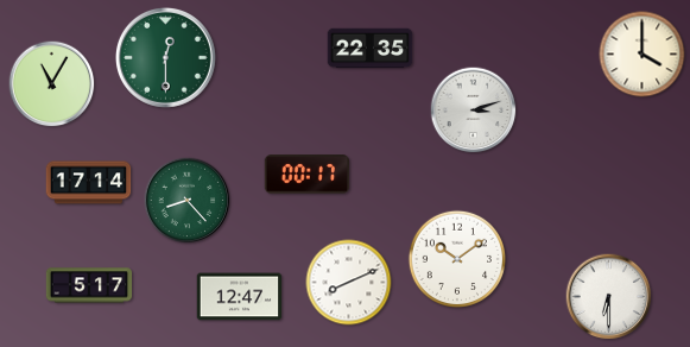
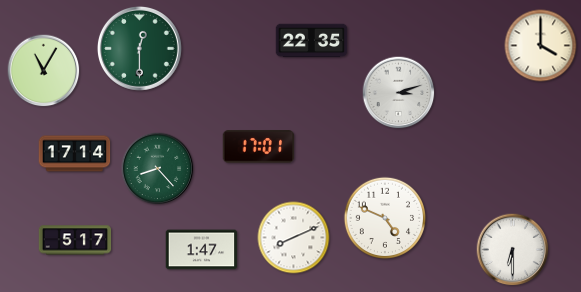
clock at (308, 175): 00:17 -> 17:01
clock at (456, 258): 10:09 -> 4:49
clock at (240, 297): 12:47 -> 1:47
